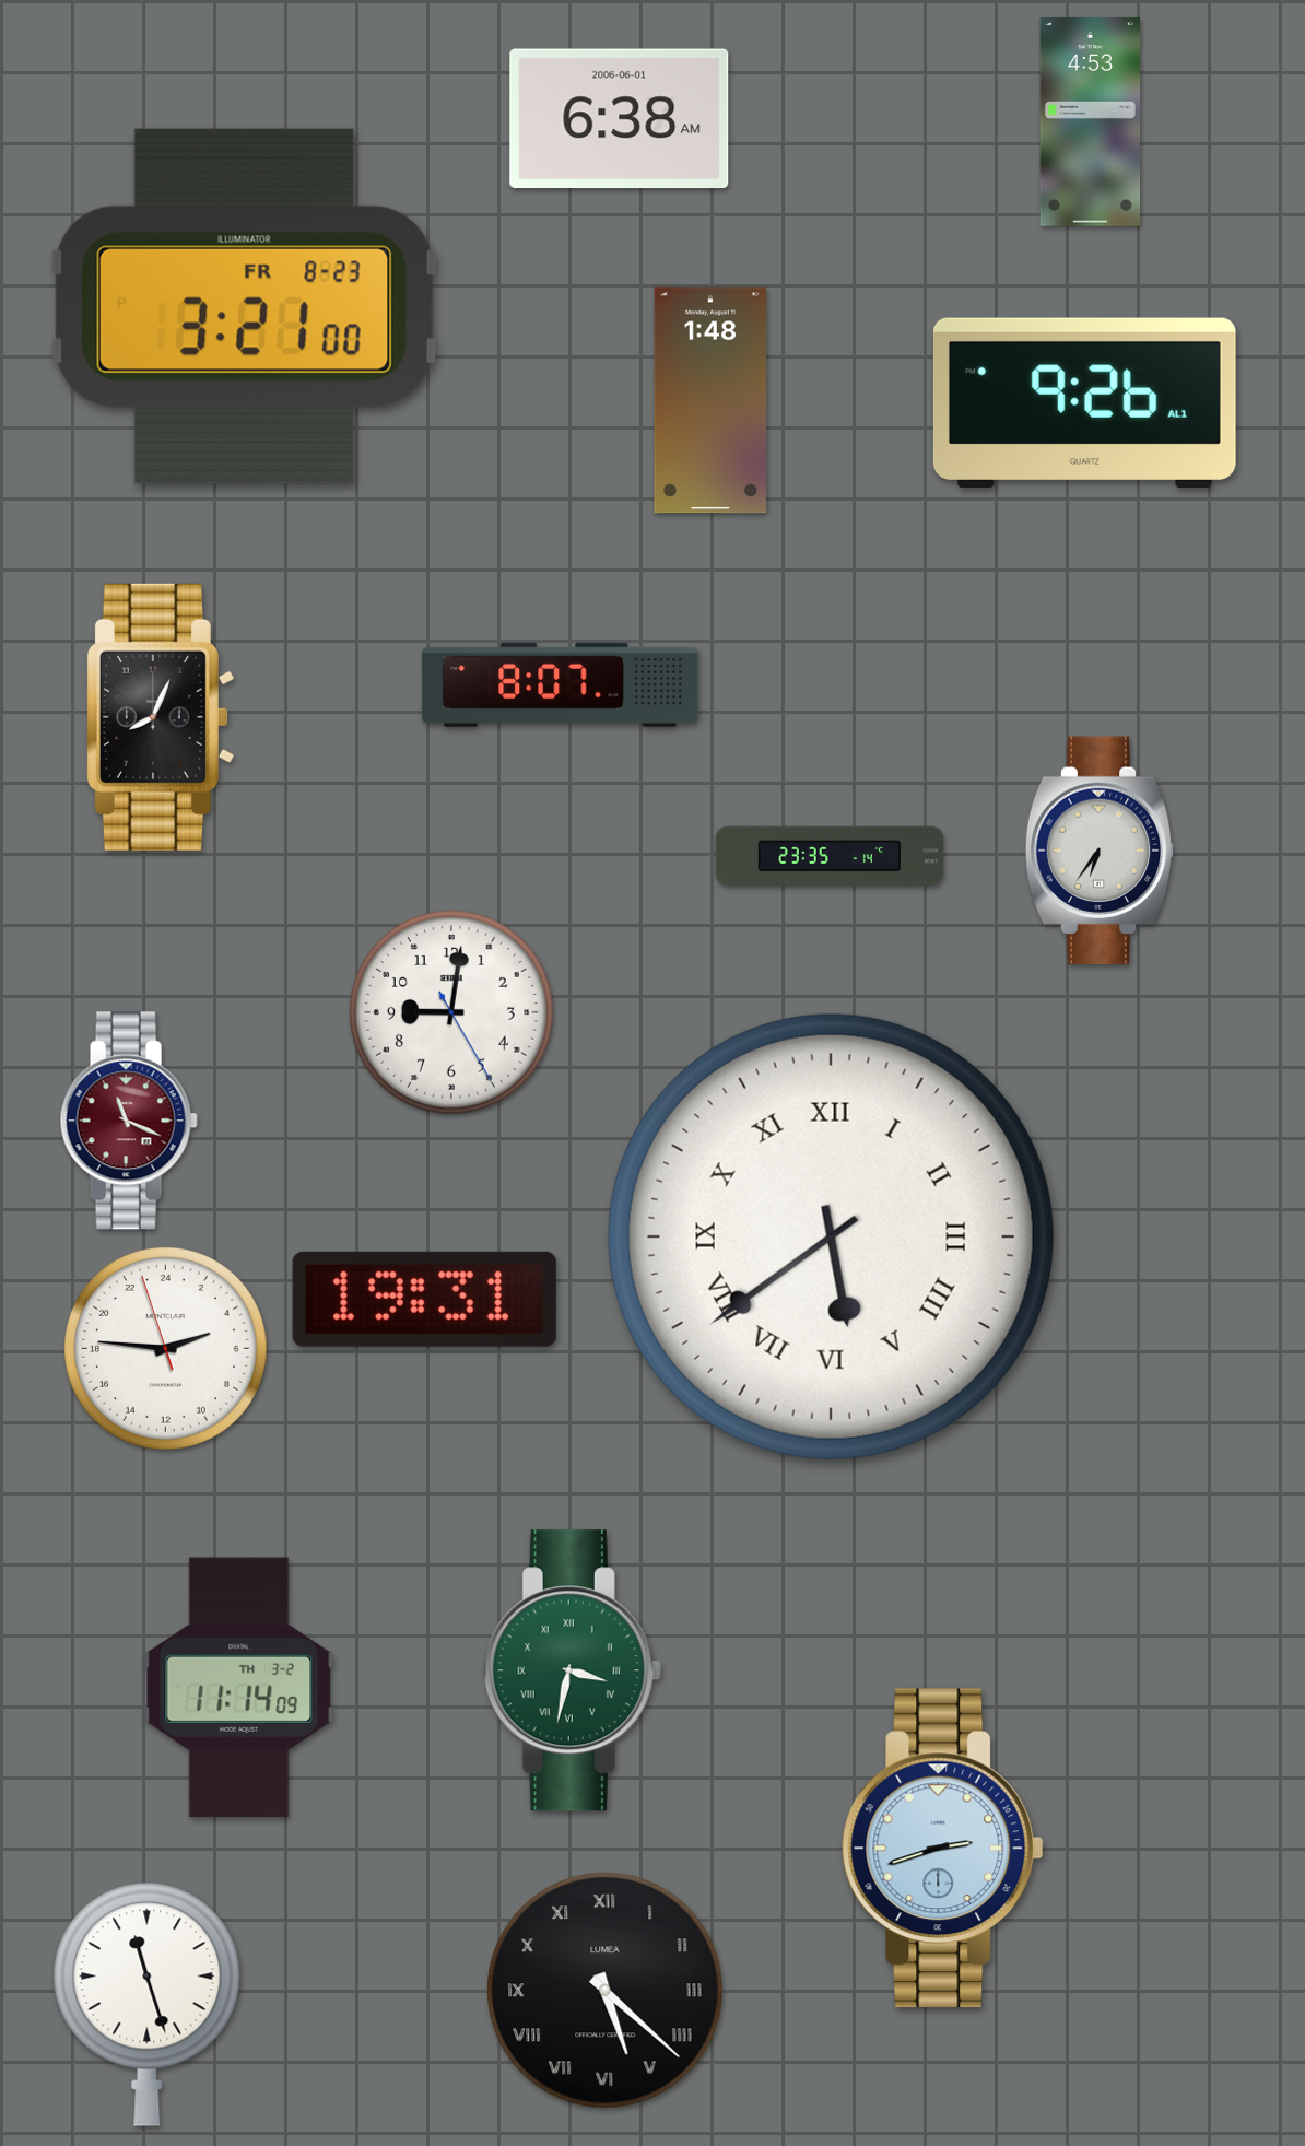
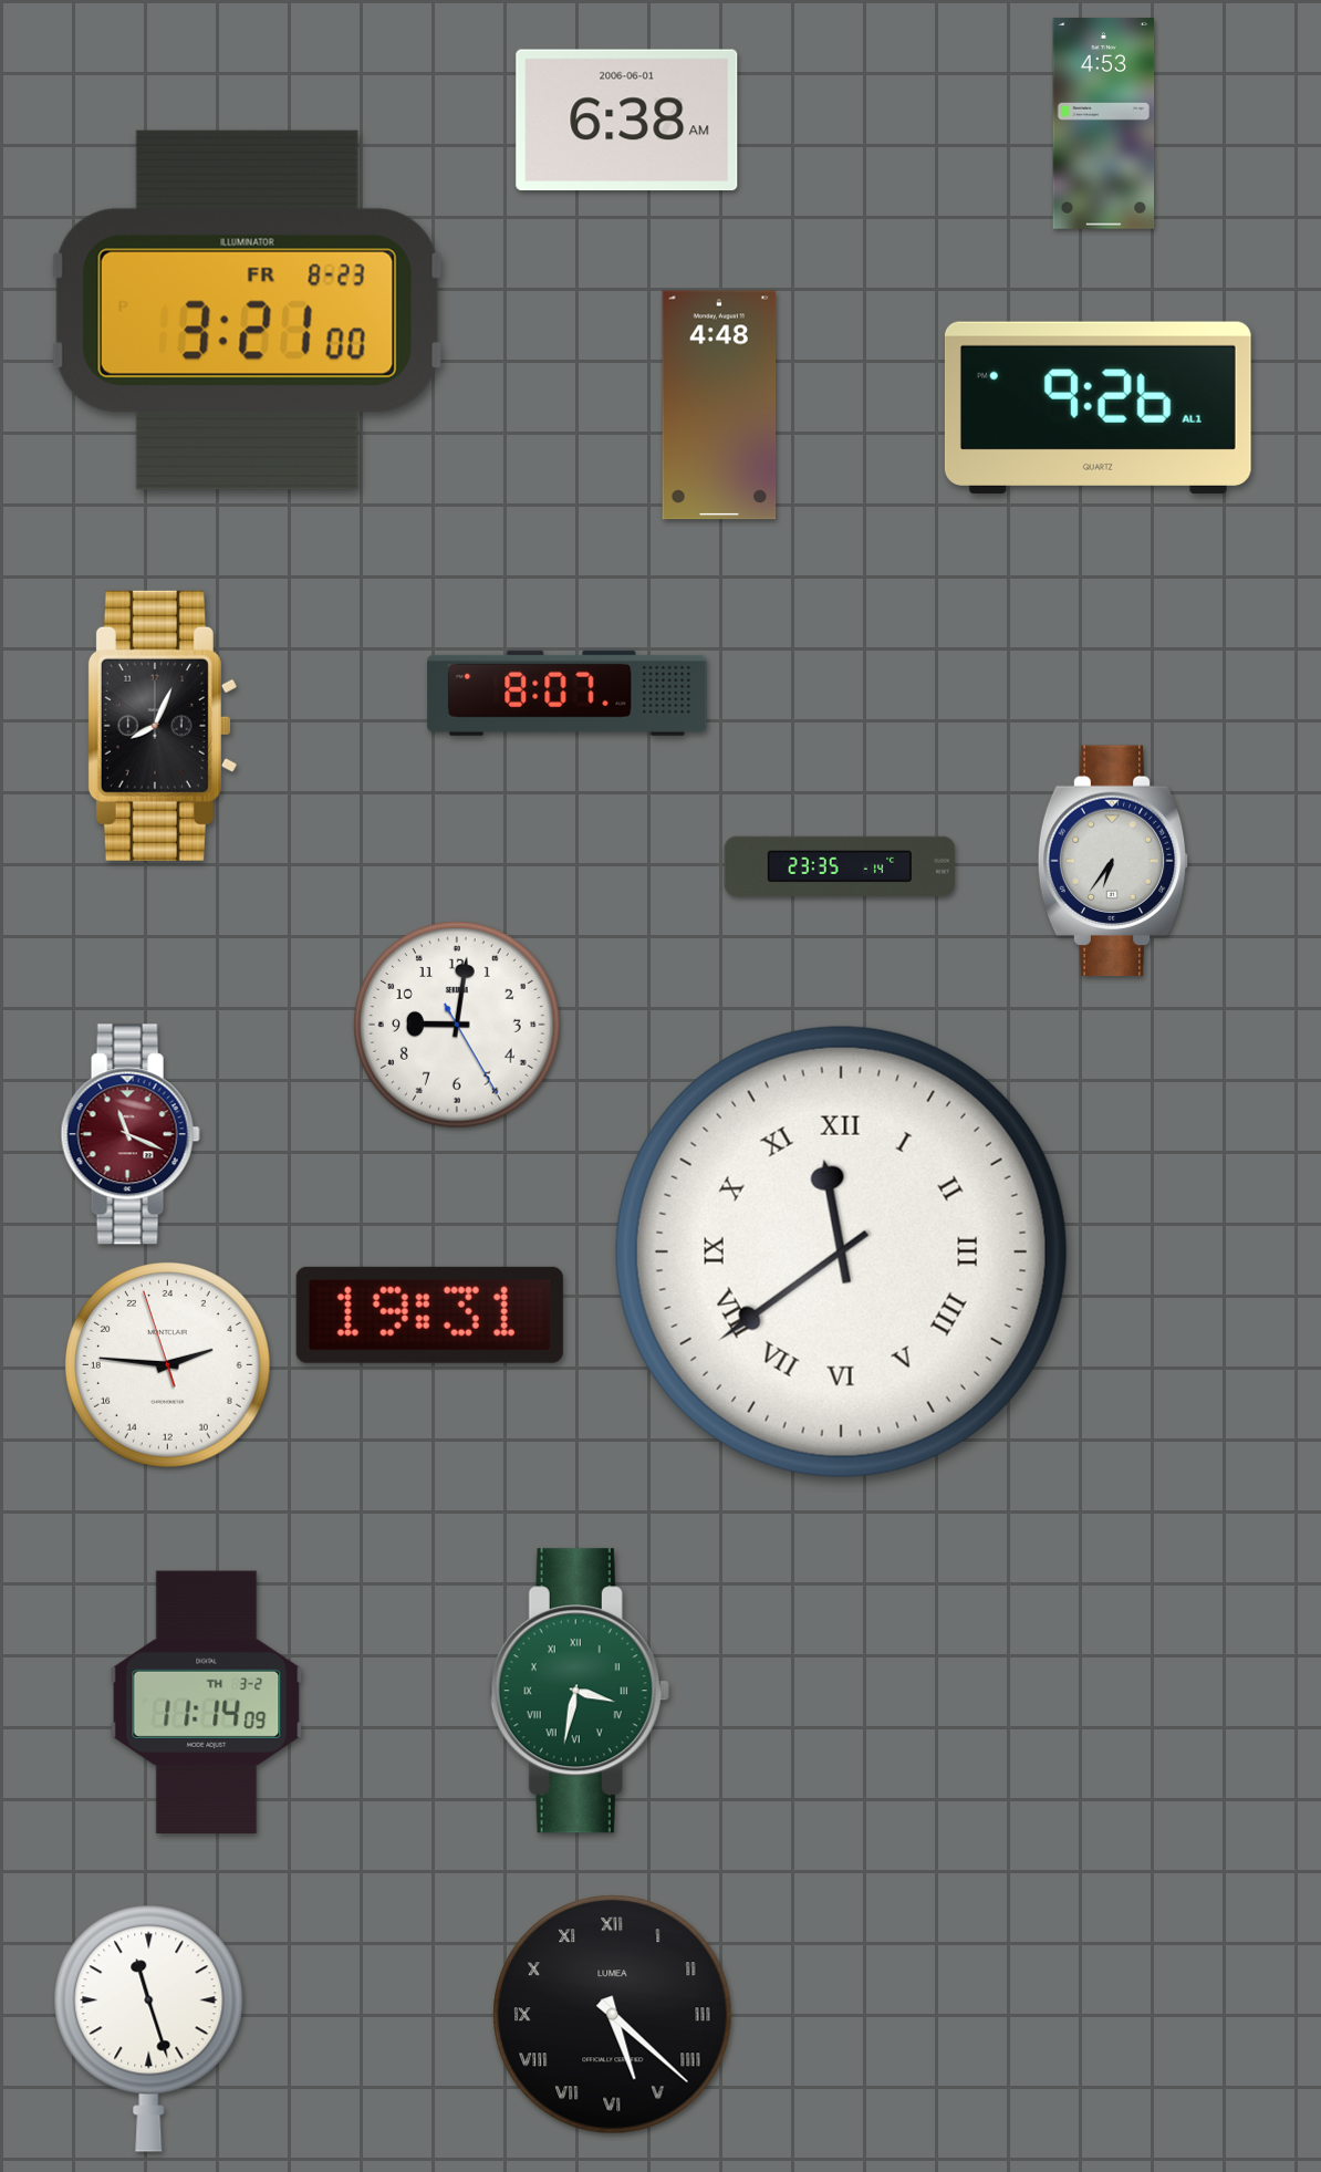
clock at (710, 400): 1:48 -> 4:48
clock at (831, 1236): 5:39 -> 11:39
clock at (239, 1687) position: (239, 1687) -> (207, 1702)
clock at (943, 1849): 2:42 -> none
